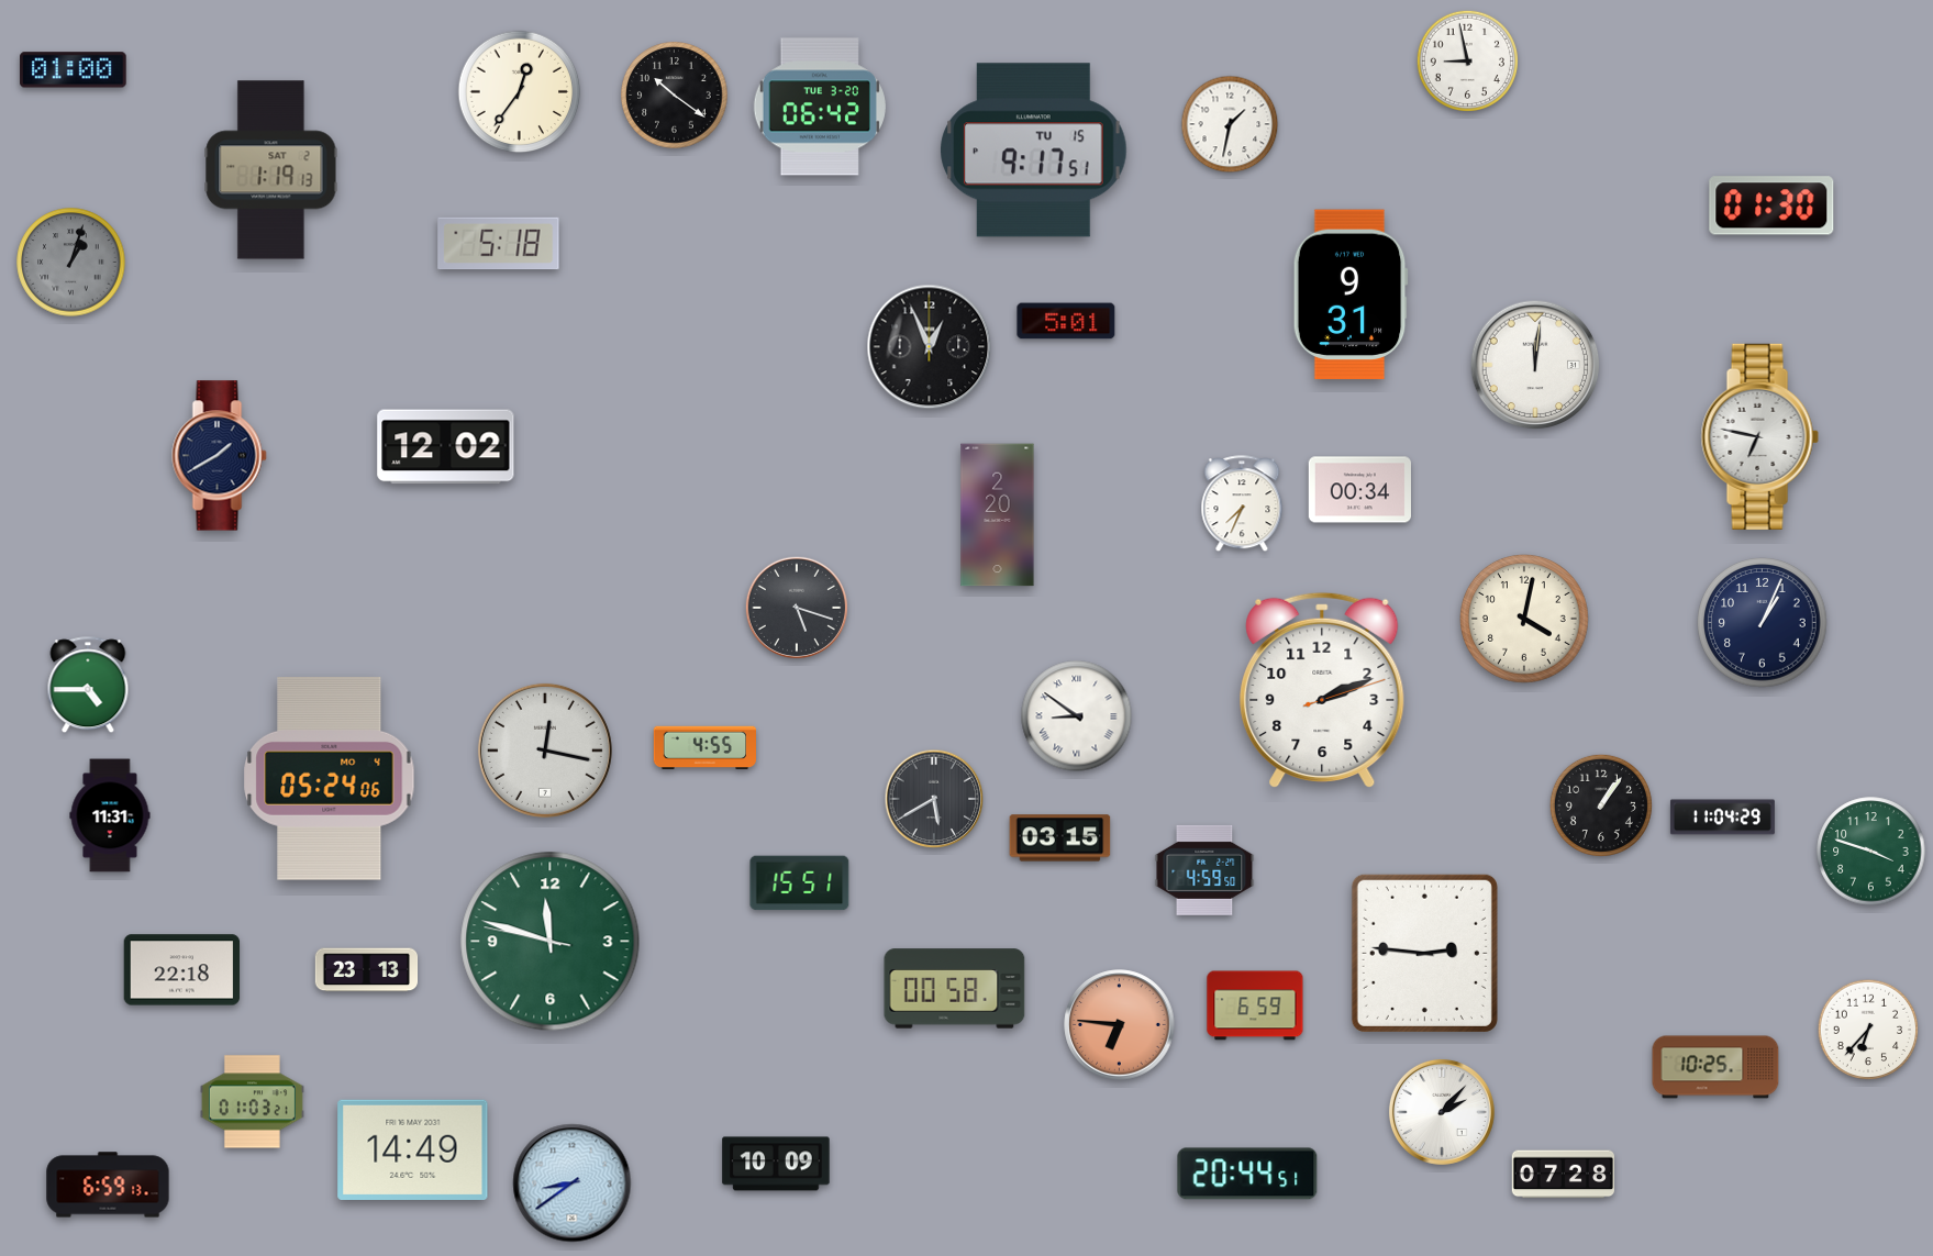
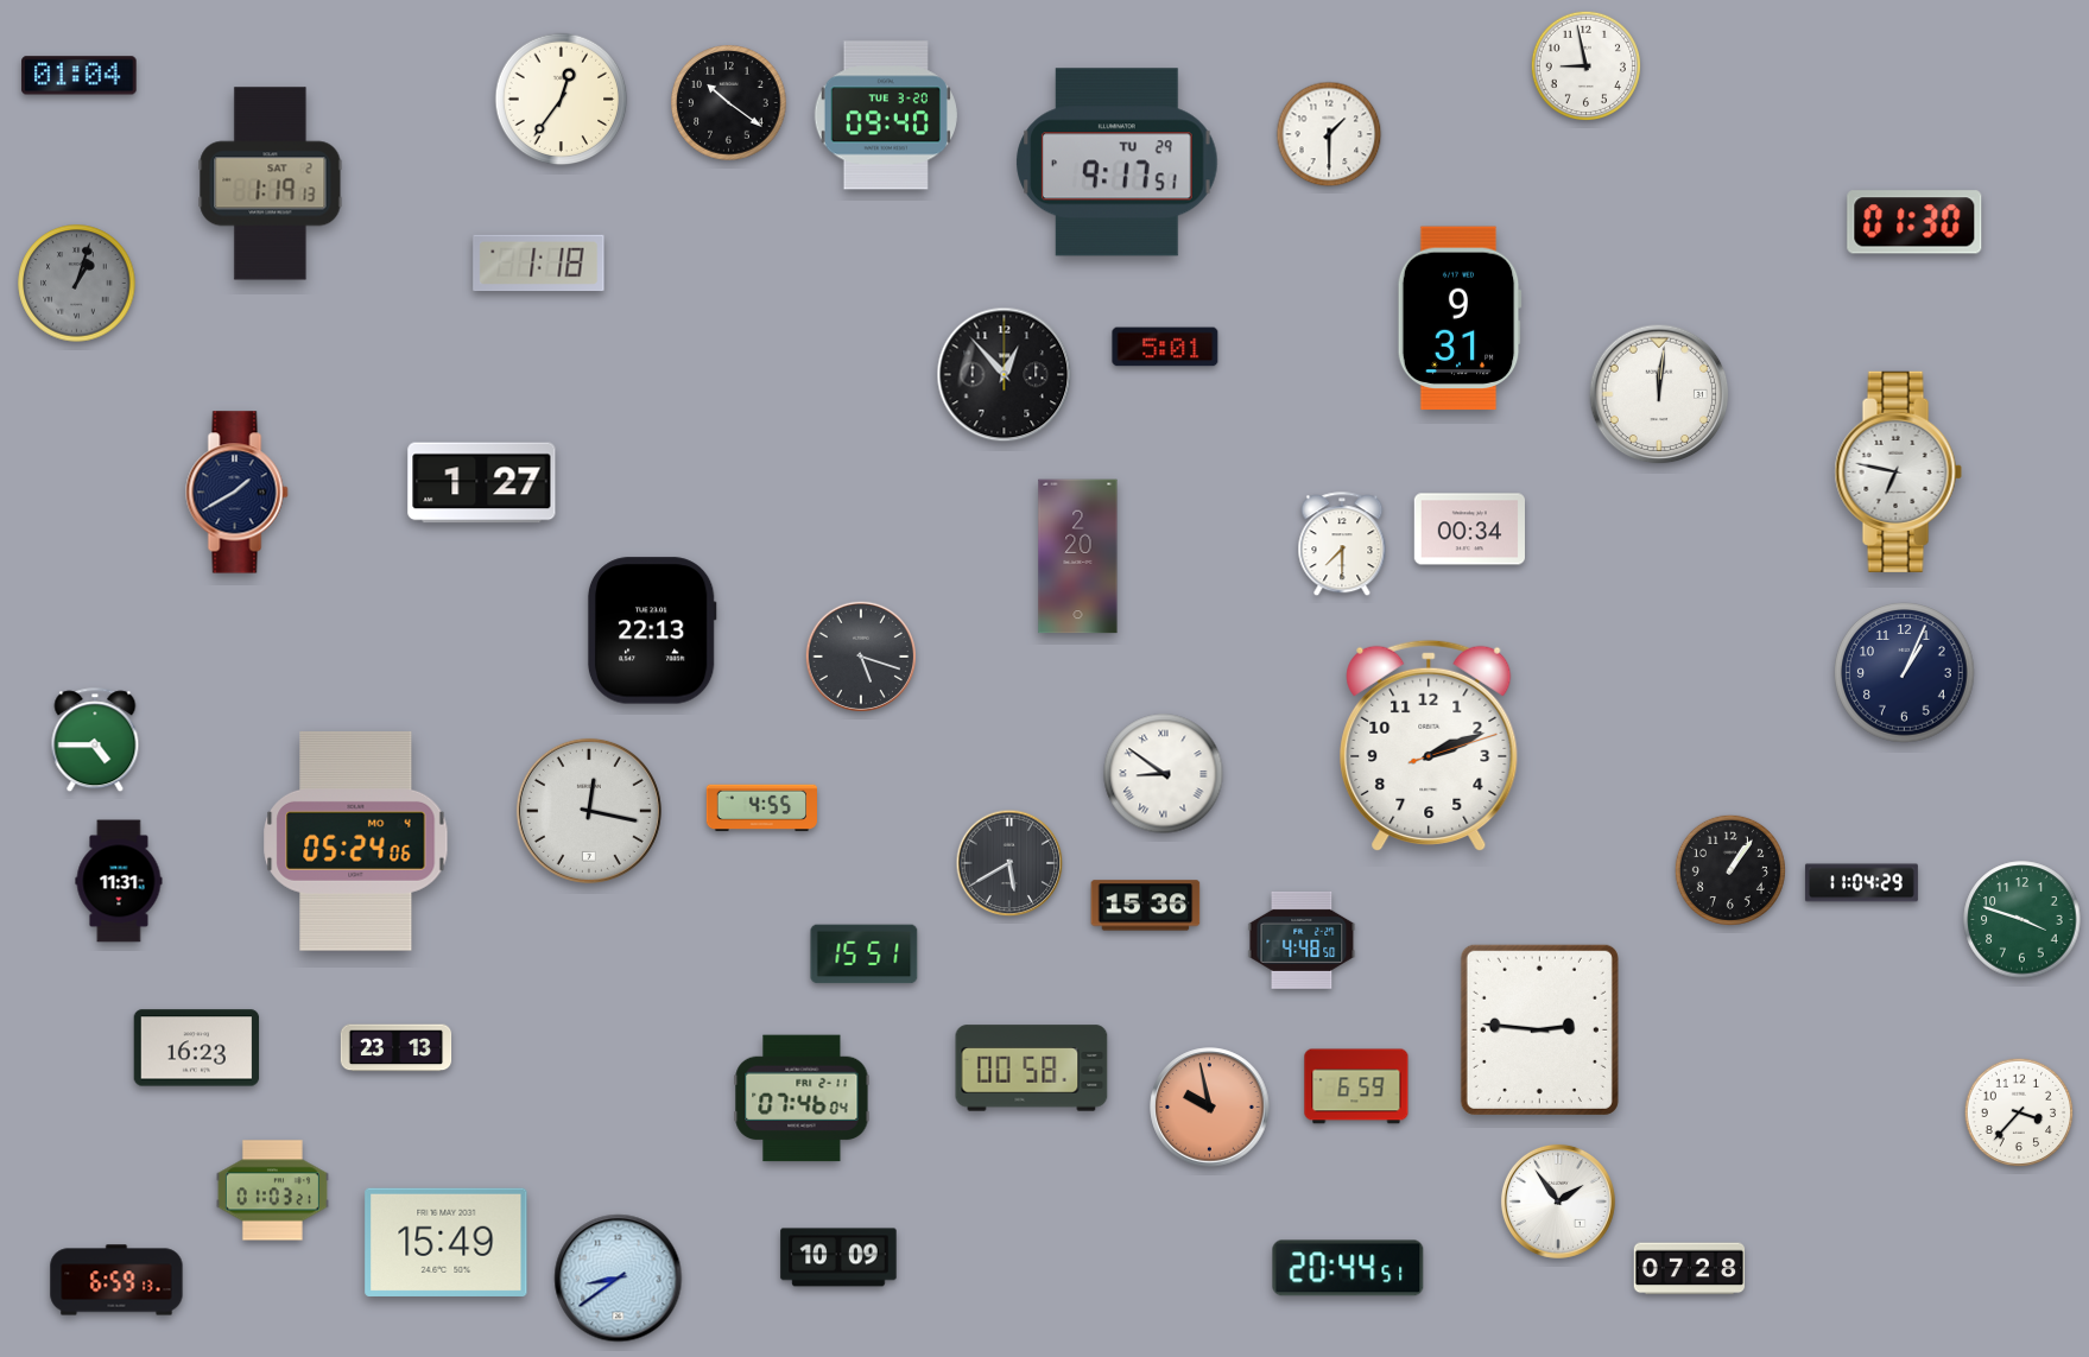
clock at (74, 70): 01:00 -> 01:04
clock at (820, 107): 06:42 -> 09:40
clock at (1230, 124): 1:32 -> 1:30
clock at (1034, 151) date: TU 15 -> TU 29
clock at (271, 170) position: (271, 170) -> (271, 184)
clock at (499, 244): 5:18 -> 1:18
clock at (1066, 321) position: (1066, 321) -> (1165, 347)
clock at (930, 347): 12:56 -> 12:53
clock at (1759, 436) position: (1759, 436) -> (1898, 471)
clock at (446, 447): 12:02 -> 1:27
clock at (1242, 504): 7:34 -> 7:30
clock at (652, 630): none -> 22:13
clock at (1525, 620): 4:02 -> none
clock at (1060, 838): 03:15 -> 15:36
clock at (1204, 870): 4:59 -> 4:48
clock at (551, 942): 11:47 -> none
clock at (182, 970): 22:18 -> 16:23
clock at (802, 1098): none -> 07:46
clock at (1120, 1025): 6:46 -> 9:58
clock at (1868, 1030): 6:37 -> 3:37
clock at (1715, 1067): 10:25 -> none
clock at (1442, 1112): 2:07 -> 1:54
clock at (413, 1149): 14:49 -> 15:49
